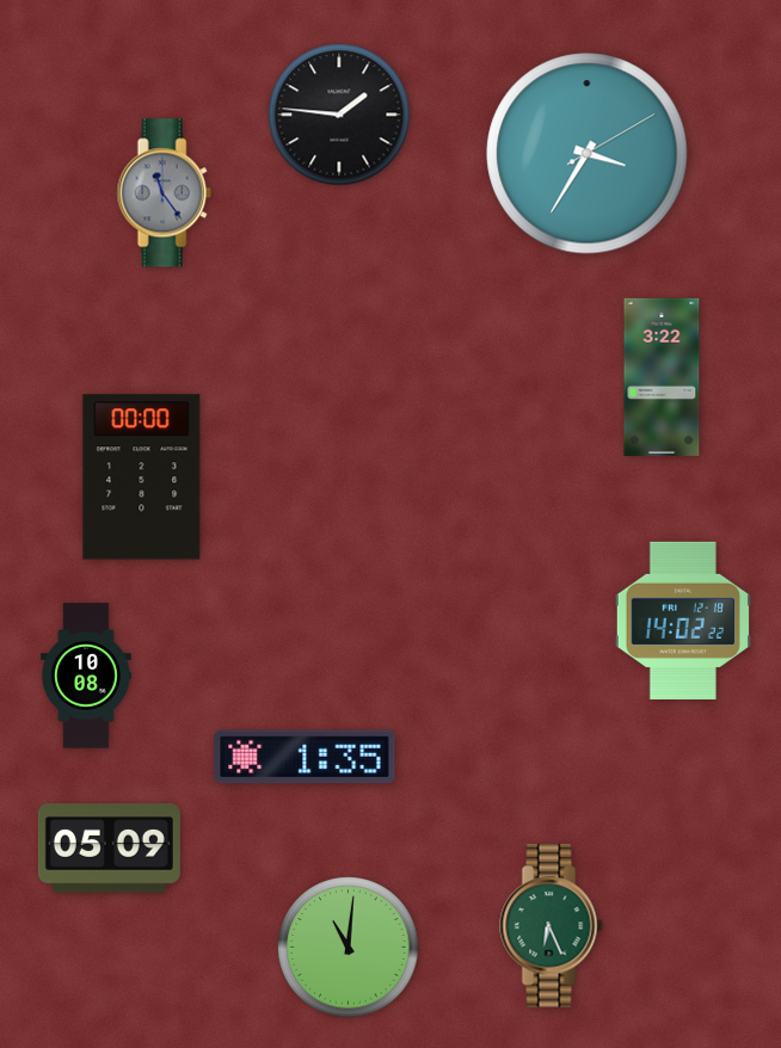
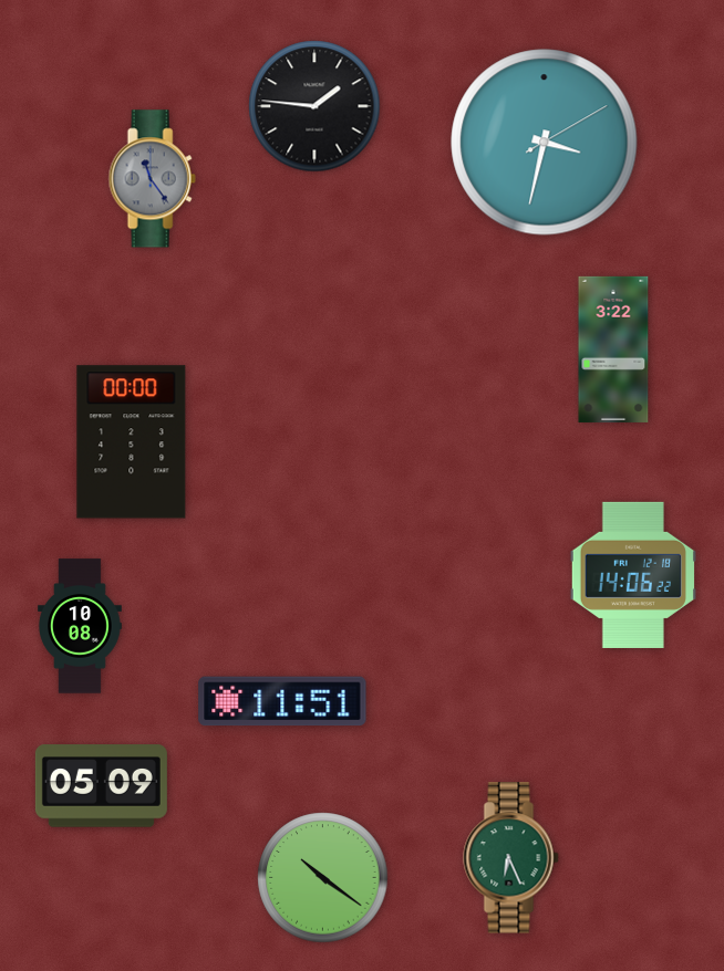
clock at (588, 154): 3:35 -> 3:32
clock at (682, 621): 14:02 -> 14:06
clock at (305, 757): 1:35 -> 11:51
clock at (349, 948): 11:01 -> 10:21
